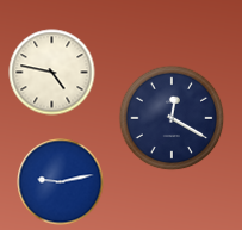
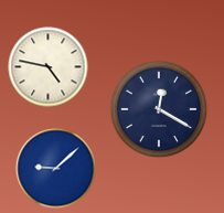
clock at (61, 182): 9:13 -> 9:08
